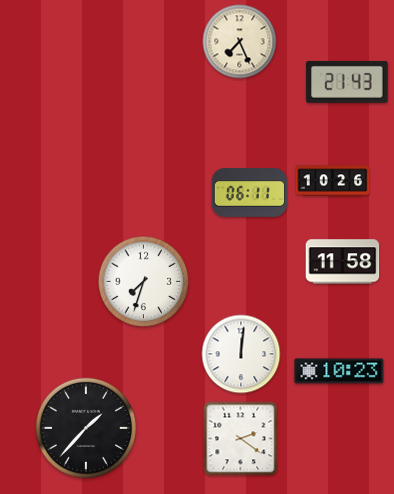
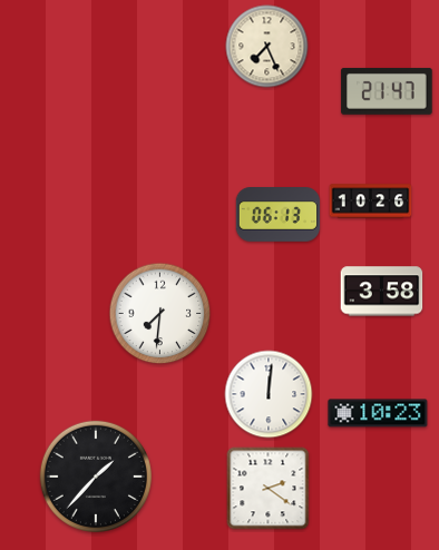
clock at (347, 82): 21:43 -> 21:47
clock at (250, 193): 06:11 -> 06:13
clock at (343, 262): 11:58 -> 3:58
clock at (144, 282): 7:33 -> 7:31
